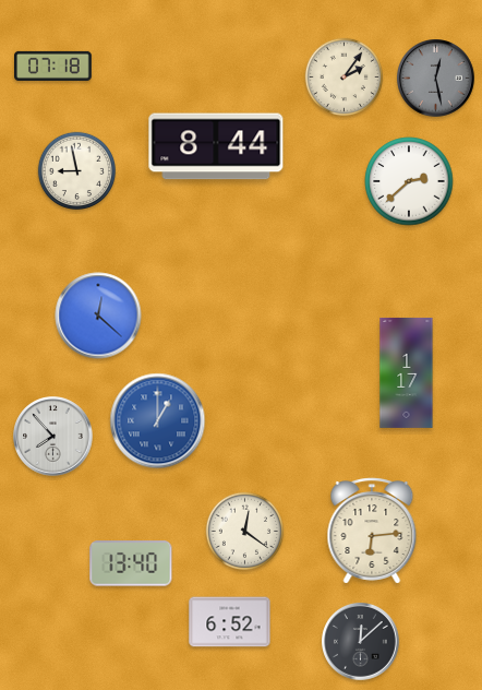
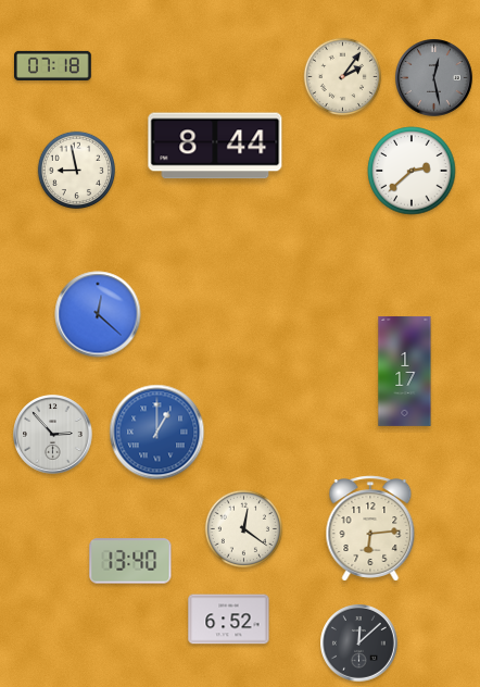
clock at (409, 181) position: (409, 181) -> (412, 171)
clock at (158, 421) position: (158, 421) -> (157, 433)
clock at (53, 437): 7:53 -> 2:53
clock at (361, 642) position: (361, 642) -> (359, 644)
